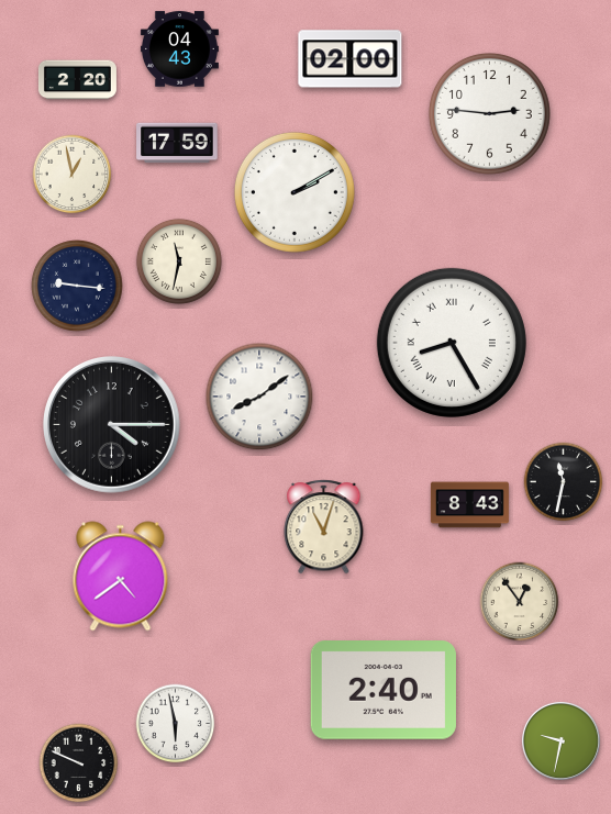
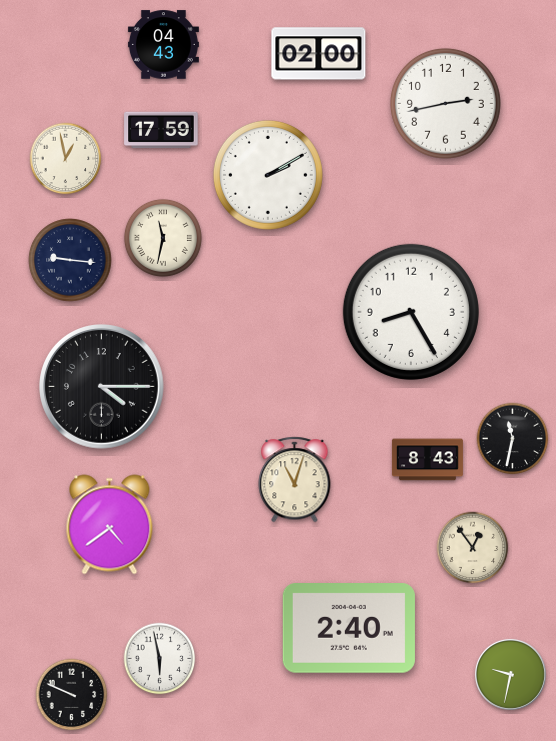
clock at (77, 80): 2:20 -> none
clock at (489, 113): 2:46 -> 2:43
clock at (452, 343) numerals: Roman -> Arabic
clock at (259, 397): 8:09 -> none
